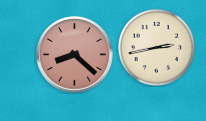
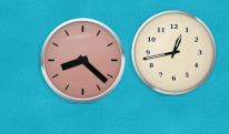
clock at (156, 47): 2:43 -> 12:43
